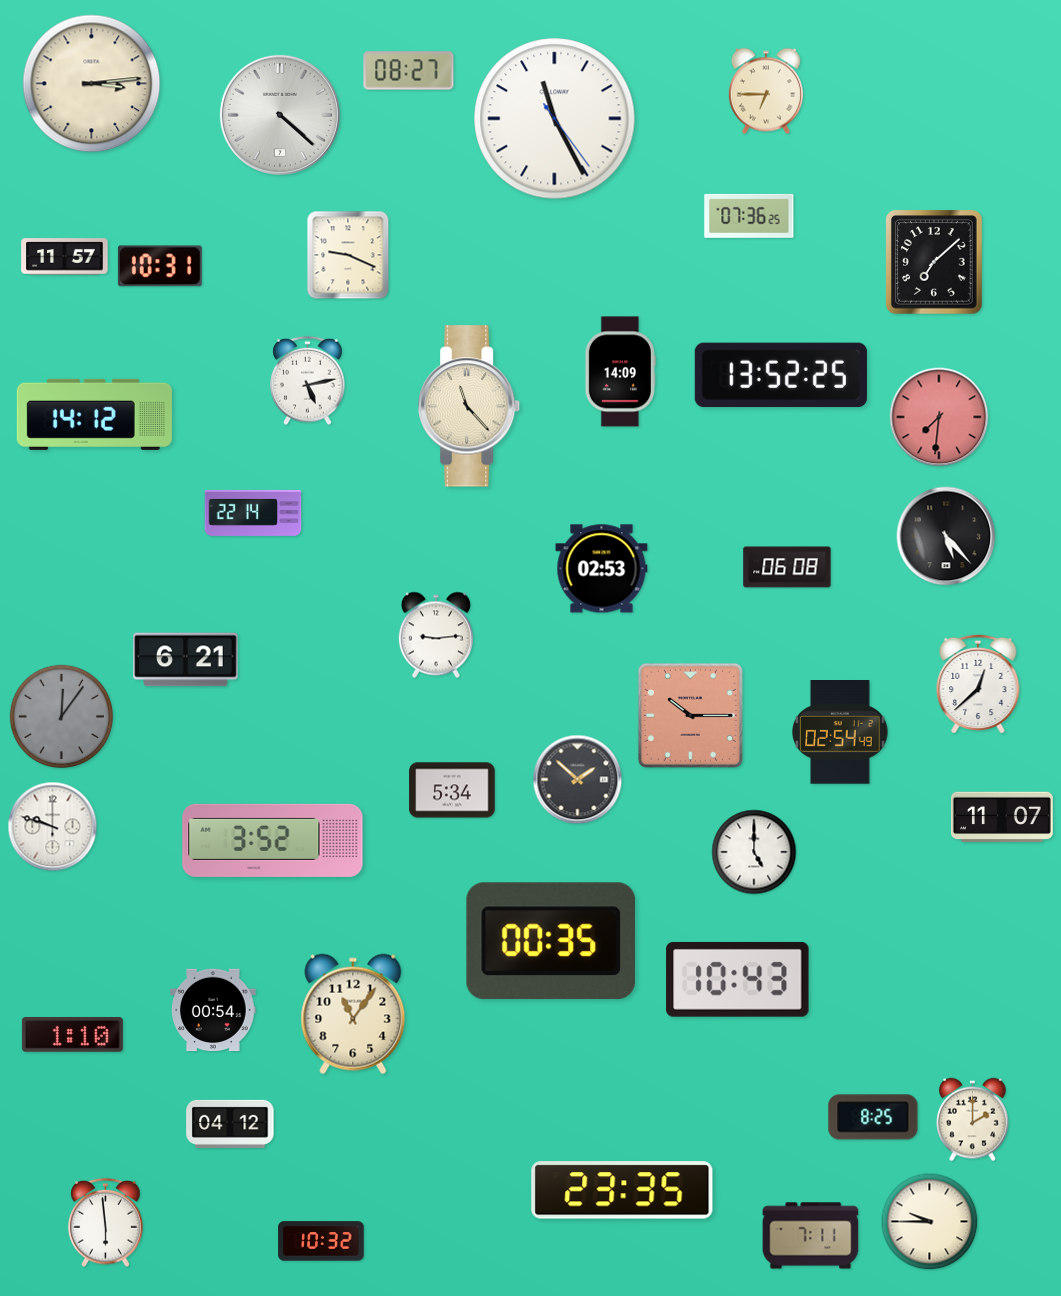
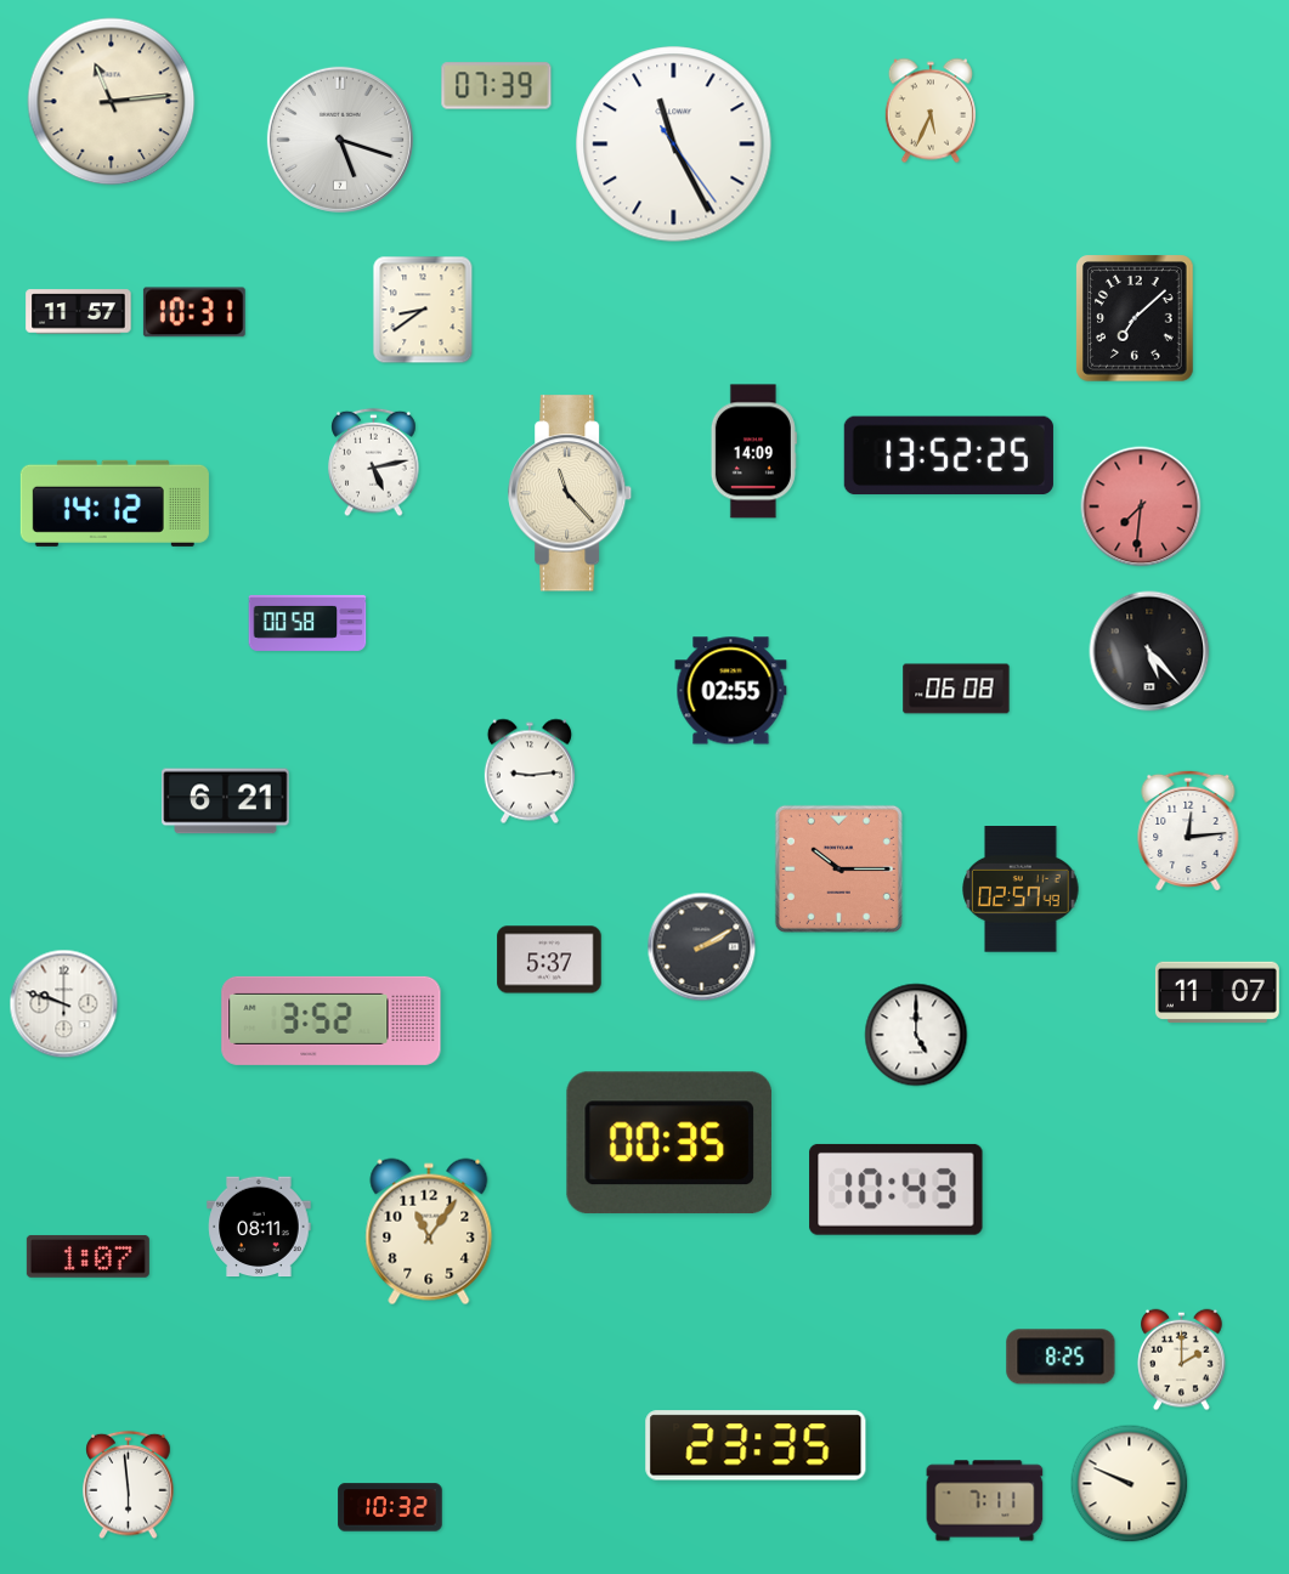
clock at (409, 71): 08:27 -> 07:39
clock at (92, 84): 3:14 -> 11:14
clock at (766, 91): 6:45 -> 5:34
clock at (280, 115): 4:22 -> 5:18
clock at (749, 216): 07:36 -> none
clock at (348, 255): 9:19 -> 8:39
clock at (160, 266) position: (160, 266) -> (194, 312)
clock at (253, 513): 22:14 -> 00:58
clock at (602, 569): 02:53 -> 02:55
clock at (978, 683): 12:38 -> 12:14
clock at (61, 716): 12:06 -> none
clock at (840, 732): 02:54 -> 02:57
clock at (578, 780): 1:52 -> 2:10
clock at (452, 790): 5:34 -> 5:37
clock at (213, 1010): 00:54 -> 08:11
clock at (72, 1035): 1:10 -> 1:07
clock at (230, 1124): 04:12 -> none
clock at (930, 1222): 9:45 -> 9:49
